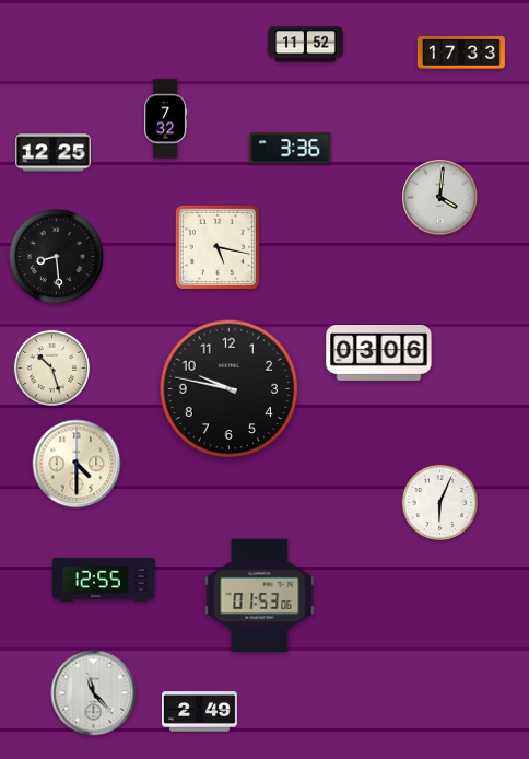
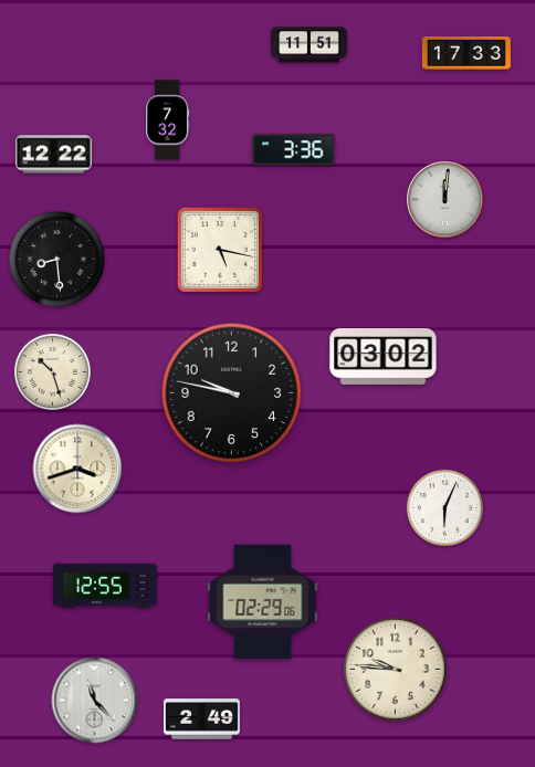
clock at (306, 45): 11:52 -> 11:51
clock at (54, 153): 12:25 -> 12:22
clock at (440, 198): 4:01 -> 12:01
clock at (379, 352): 03:06 -> 03:02
clock at (77, 464): 4:30 -> 3:42
clock at (260, 596): 01:53 -> 02:29
clock at (396, 670): none -> 9:46
